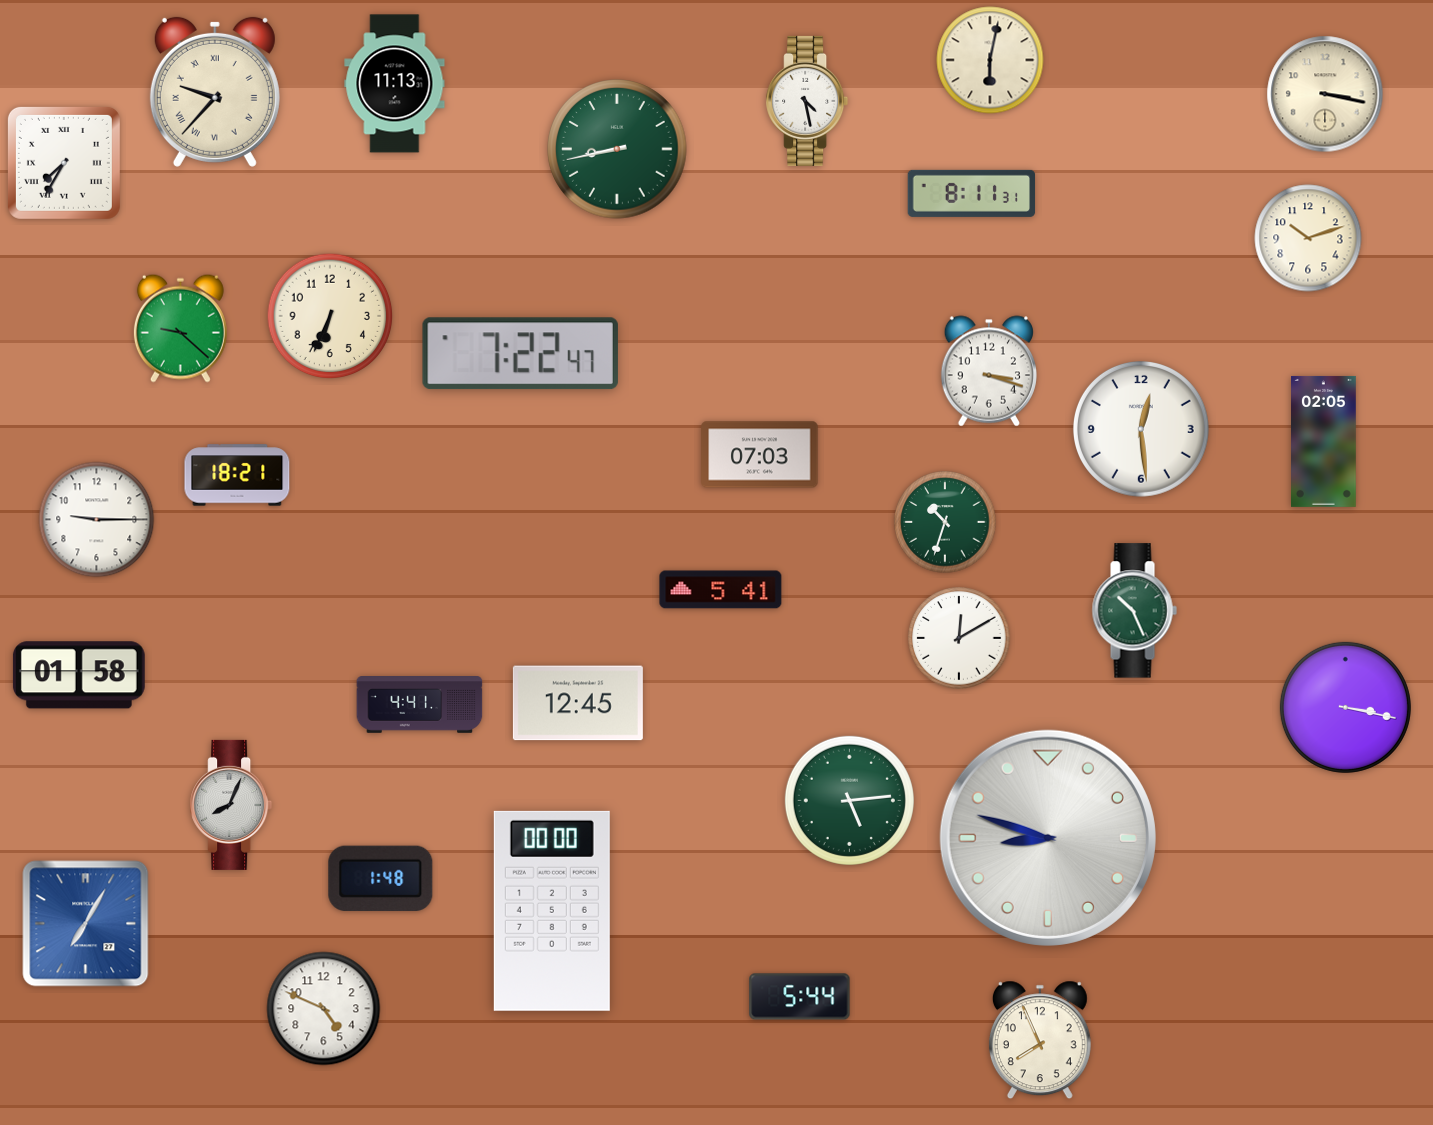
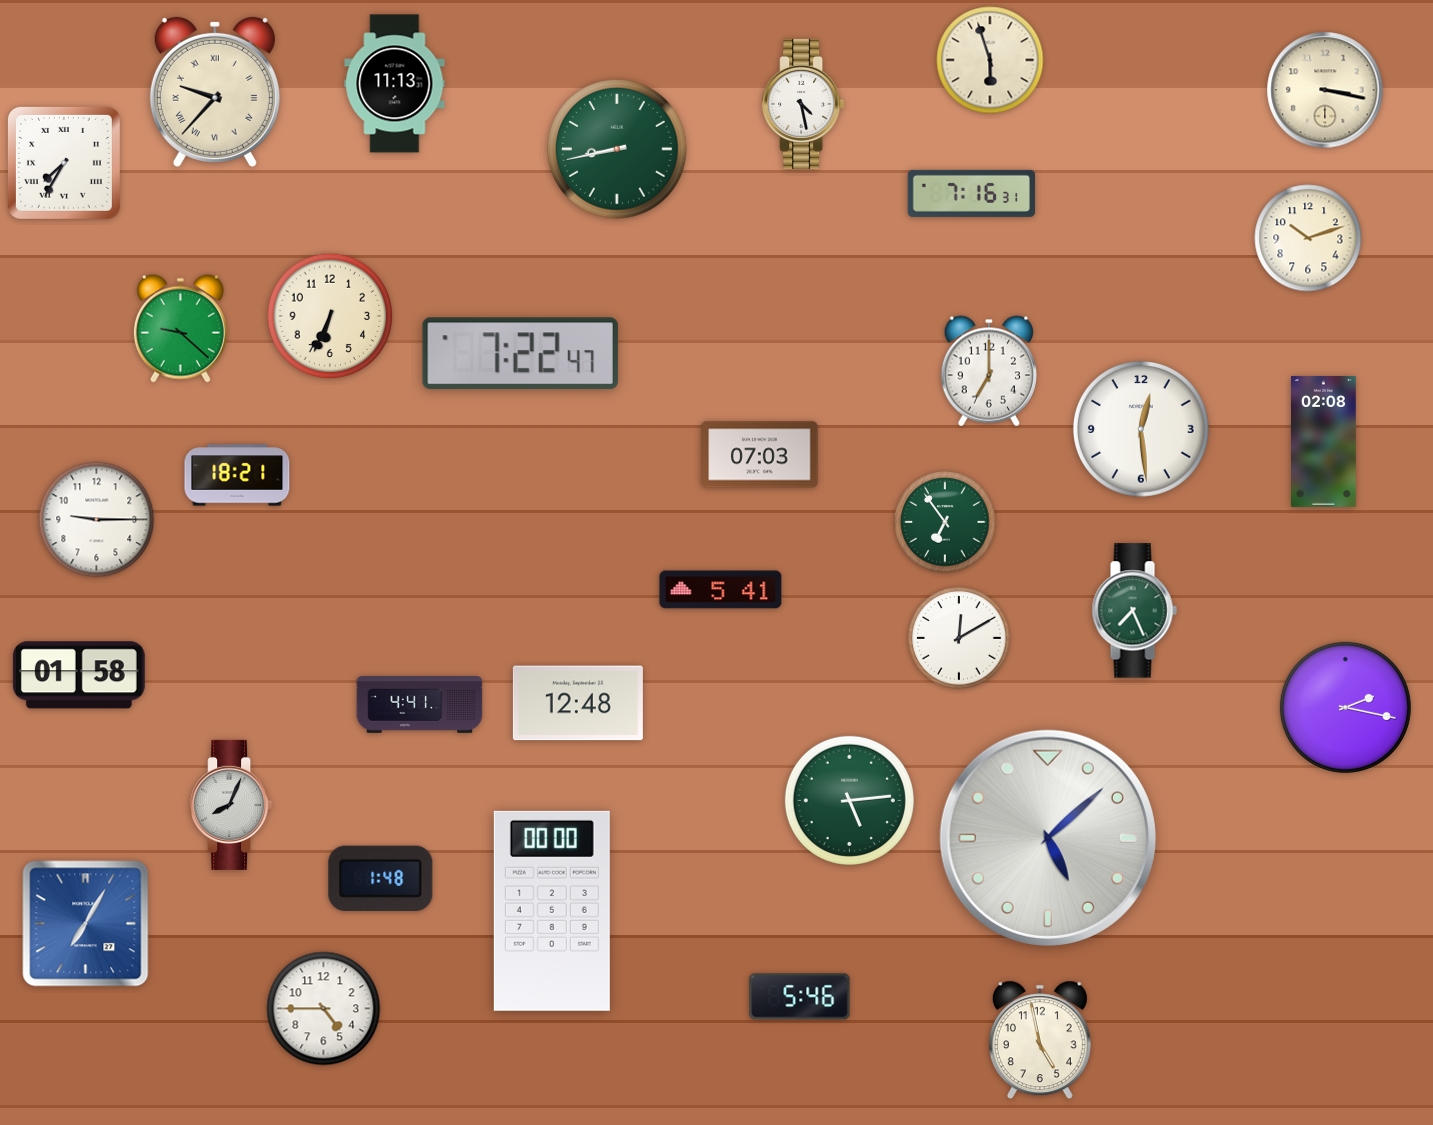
clock at (990, 60): 6:02 -> 5:57
clock at (1325, 94) position: (1325, 94) -> (1325, 90)
clock at (807, 101) position: (807, 101) -> (803, 104)
clock at (972, 193): 8:11 -> 7:16
clock at (988, 371): 3:18 -> 7:00
clock at (1324, 441): 02:05 -> 02:08
clock at (945, 522): 10:33 -> 6:54
clock at (1134, 611): 10:26 -> 7:26
clock at (578, 703): 12:45 -> 12:48
clock at (1345, 707): 3:17 -> 2:17
clock at (1048, 838): 8:48 -> 5:08
clock at (800, 997): 5:44 -> 5:46
clock at (324, 1009): 4:49 -> 4:45
clock at (1040, 1040): 7:56 -> 4:58
